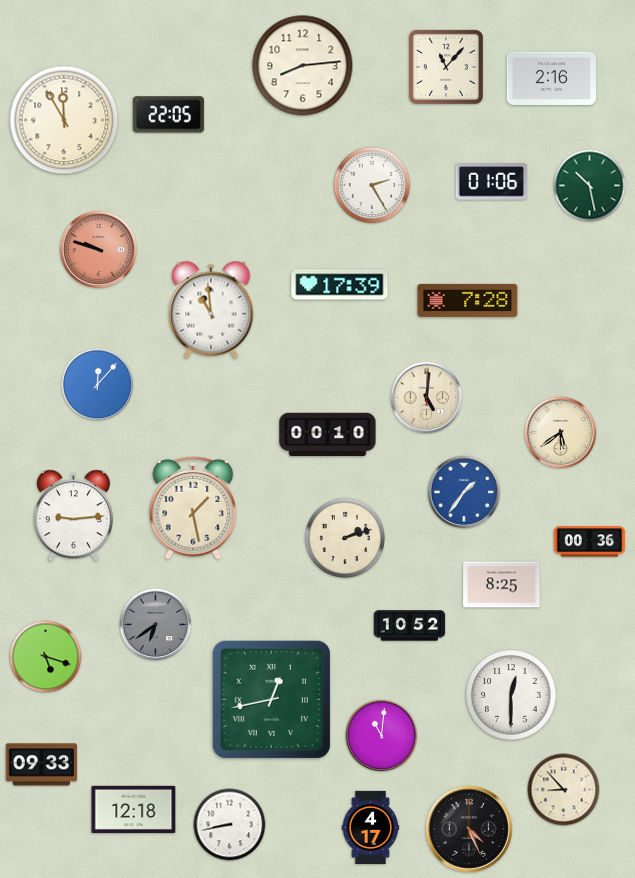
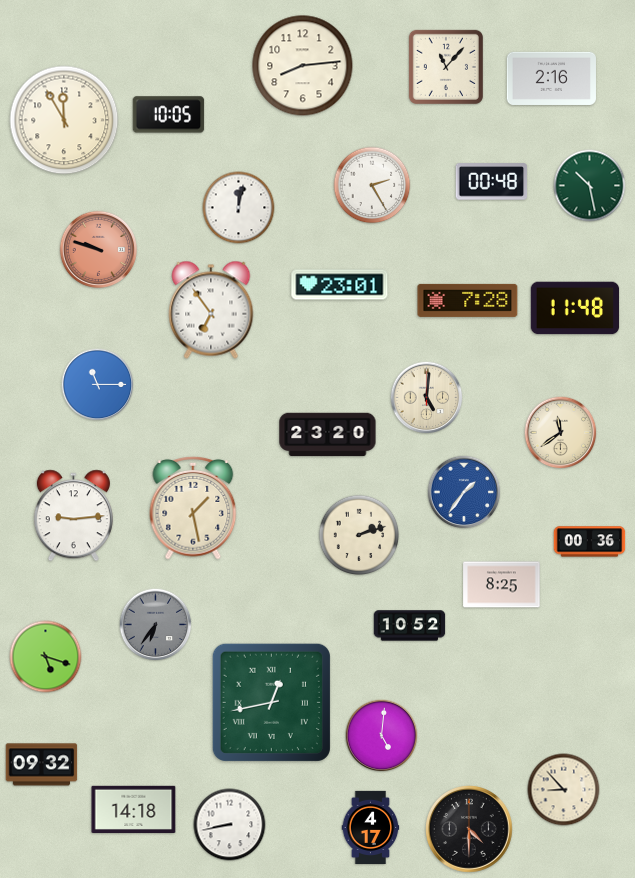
clock at (169, 115): 22:05 -> 10:05
clock at (492, 182): 01:06 -> 00:48
clock at (239, 208): none -> 12:02
clock at (340, 285): 17:39 -> 23:01
clock at (575, 308): none -> 11:48
clock at (211, 310): 10:59 -> 6:54
clock at (98, 385): 12:07 -> 11:15
clock at (561, 433): 5:39 -> 11:39
clock at (328, 435): 00:10 -> 23:20
clock at (345, 538) position: (345, 538) -> (359, 535)
clock at (156, 625): 6:39 -> 6:36
clock at (511, 695): 12:30 -> none
clock at (271, 699) position: (271, 699) -> (271, 702)
clock at (382, 736): 11:01 -> 5:01
clock at (42, 765): 09:33 -> 09:32
clock at (134, 809): 12:18 -> 14:18
clock at (470, 830): 4:26 -> 4:30
